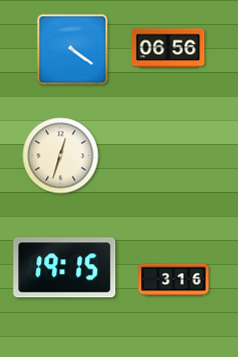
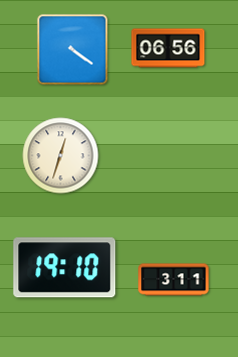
clock at (65, 268): 19:15 -> 19:10
clock at (174, 280): 3:16 -> 3:11
